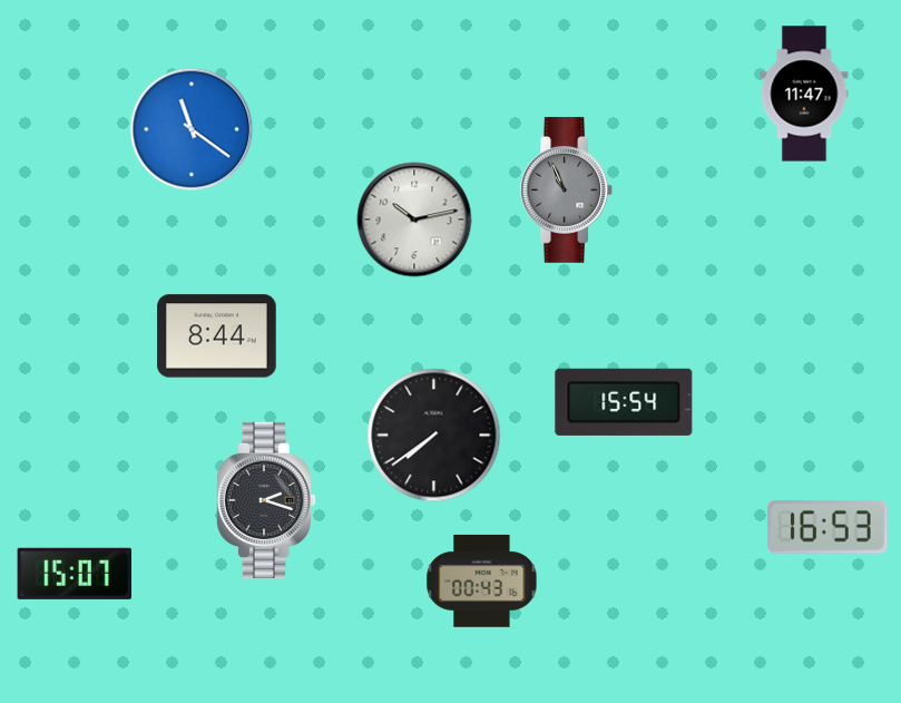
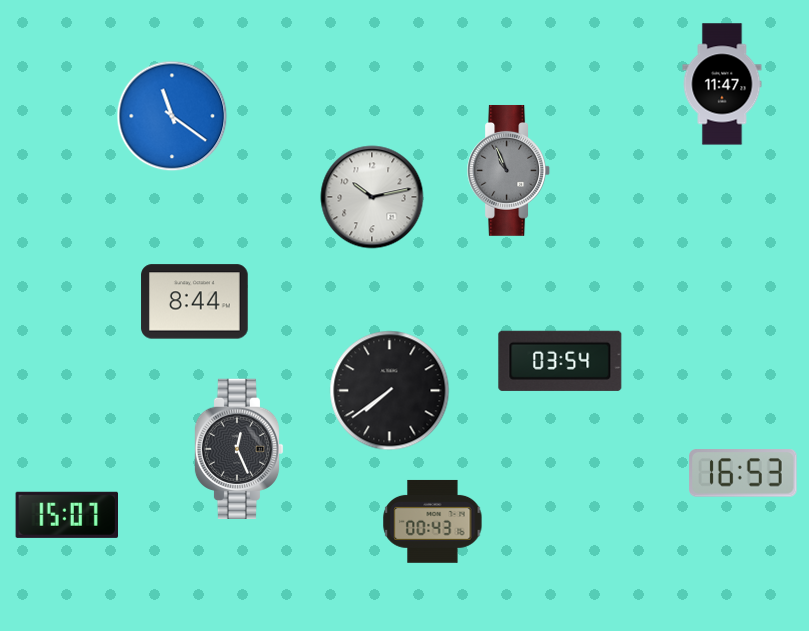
clock at (624, 402): 15:54 -> 03:54
clock at (266, 499): 2:18 -> 12:26
